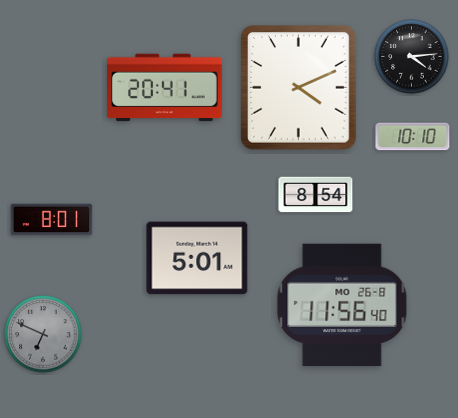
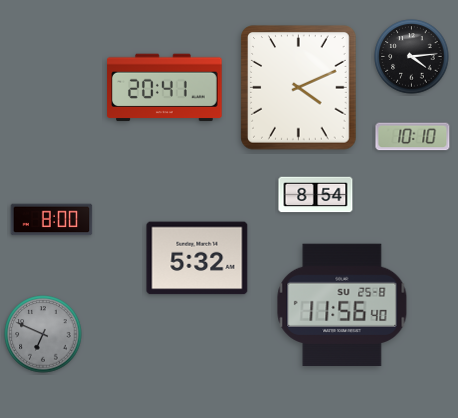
clock at (52, 220): 8:01 -> 8:00
clock at (197, 258): 5:01 -> 5:32
clock at (342, 305) date: MO 26-8 -> SU 25-8
